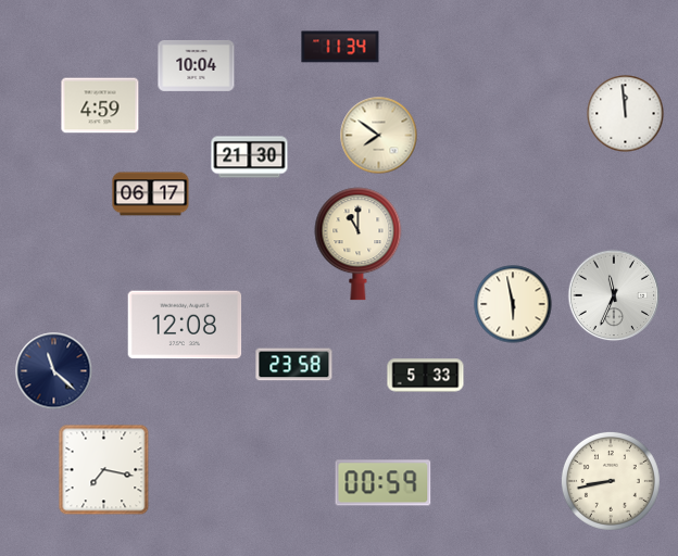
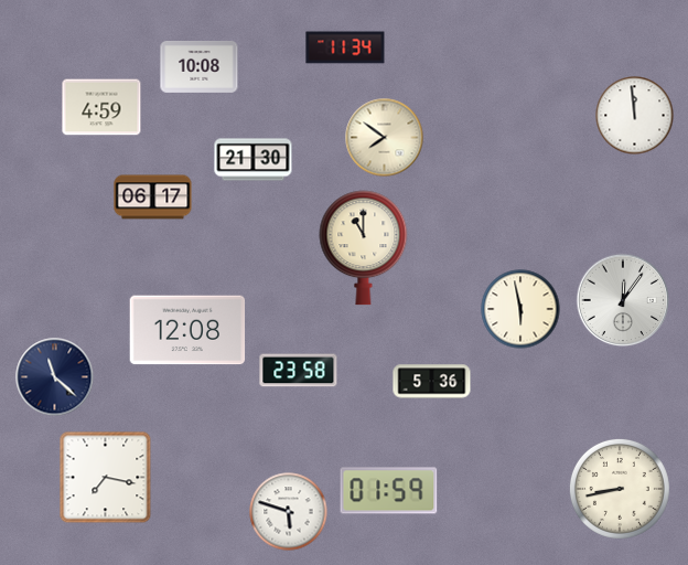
clock at (197, 65): 10:04 -> 10:08
clock at (614, 295): 11:34 -> 12:06
clock at (426, 376): 5:33 -> 5:36
clock at (384, 483): 00:59 -> 01:59
clock at (289, 512): none -> 5:48
